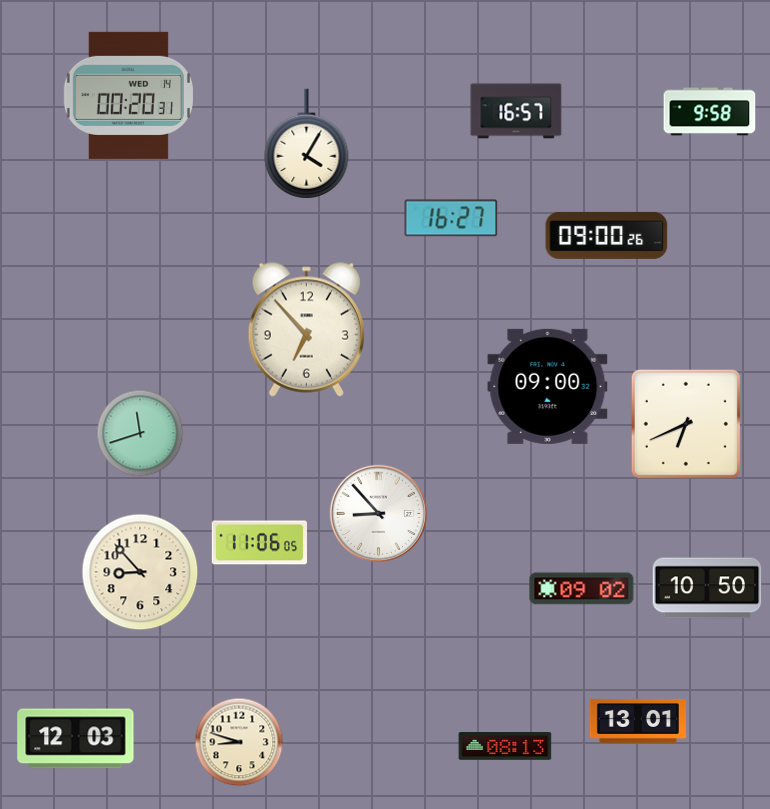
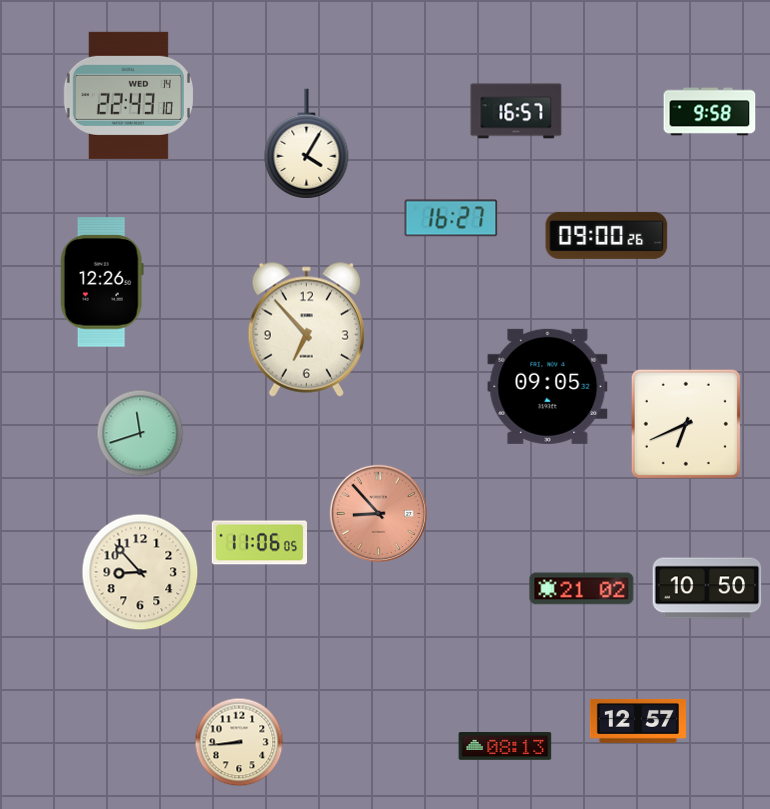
clock at (128, 95): 00:20 -> 22:43
clock at (102, 282): none -> 12:26
clock at (548, 386): 09:00 -> 09:05
clock at (378, 513) dial: white -> salmon
clock at (582, 589): 09:02 -> 21:02
clock at (638, 721): 13:01 -> 12:57
clock at (76, 739): 12:03 -> none
clock at (239, 742): 8:48 -> 8:44
